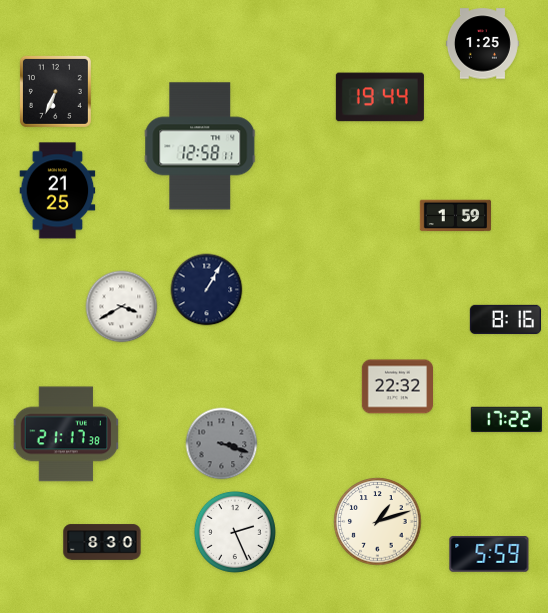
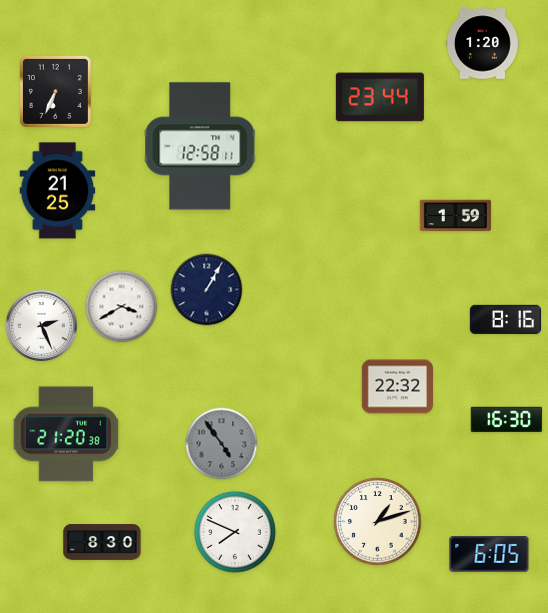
clock at (482, 44): 1:25 -> 1:20
clock at (380, 97): 19:44 -> 23:44
clock at (41, 325): none -> 2:26
clock at (506, 420): 17:22 -> 16:30
clock at (66, 434): 21:17 -> 21:20
clock at (222, 444): 3:18 -> 4:54
clock at (235, 532): 2:26 -> 7:49
clock at (489, 554): 5:59 -> 6:05
